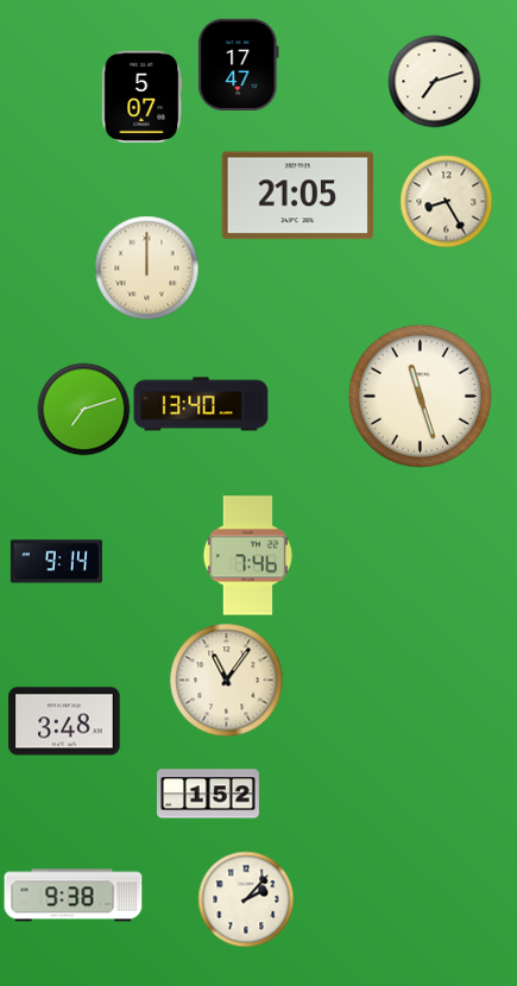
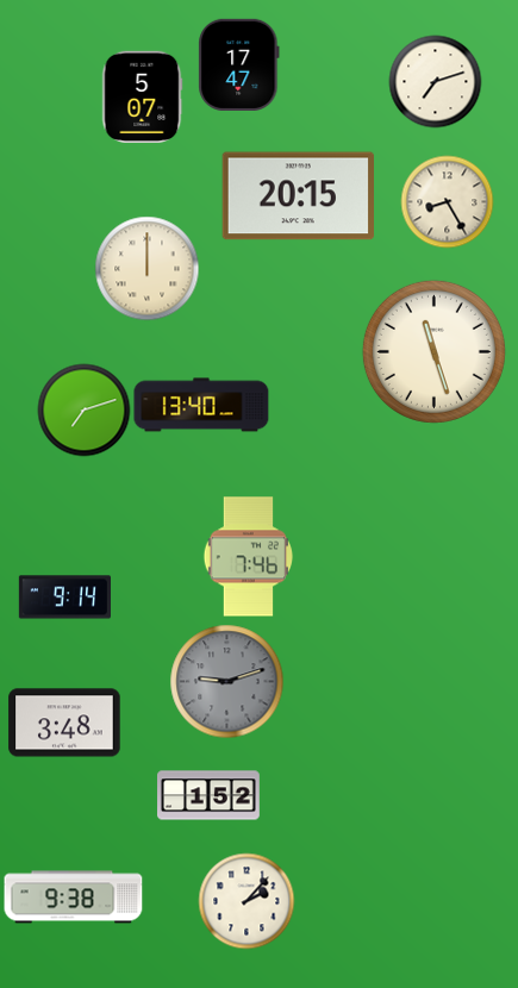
clock at (297, 196): 21:05 -> 20:15
clock at (420, 396) position: (420, 396) -> (433, 351)
clock at (56, 562) position: (56, 562) -> (64, 598)
clock at (226, 680): 11:06 -> 9:12
clock at (226, 680) dial: cream -> grey
